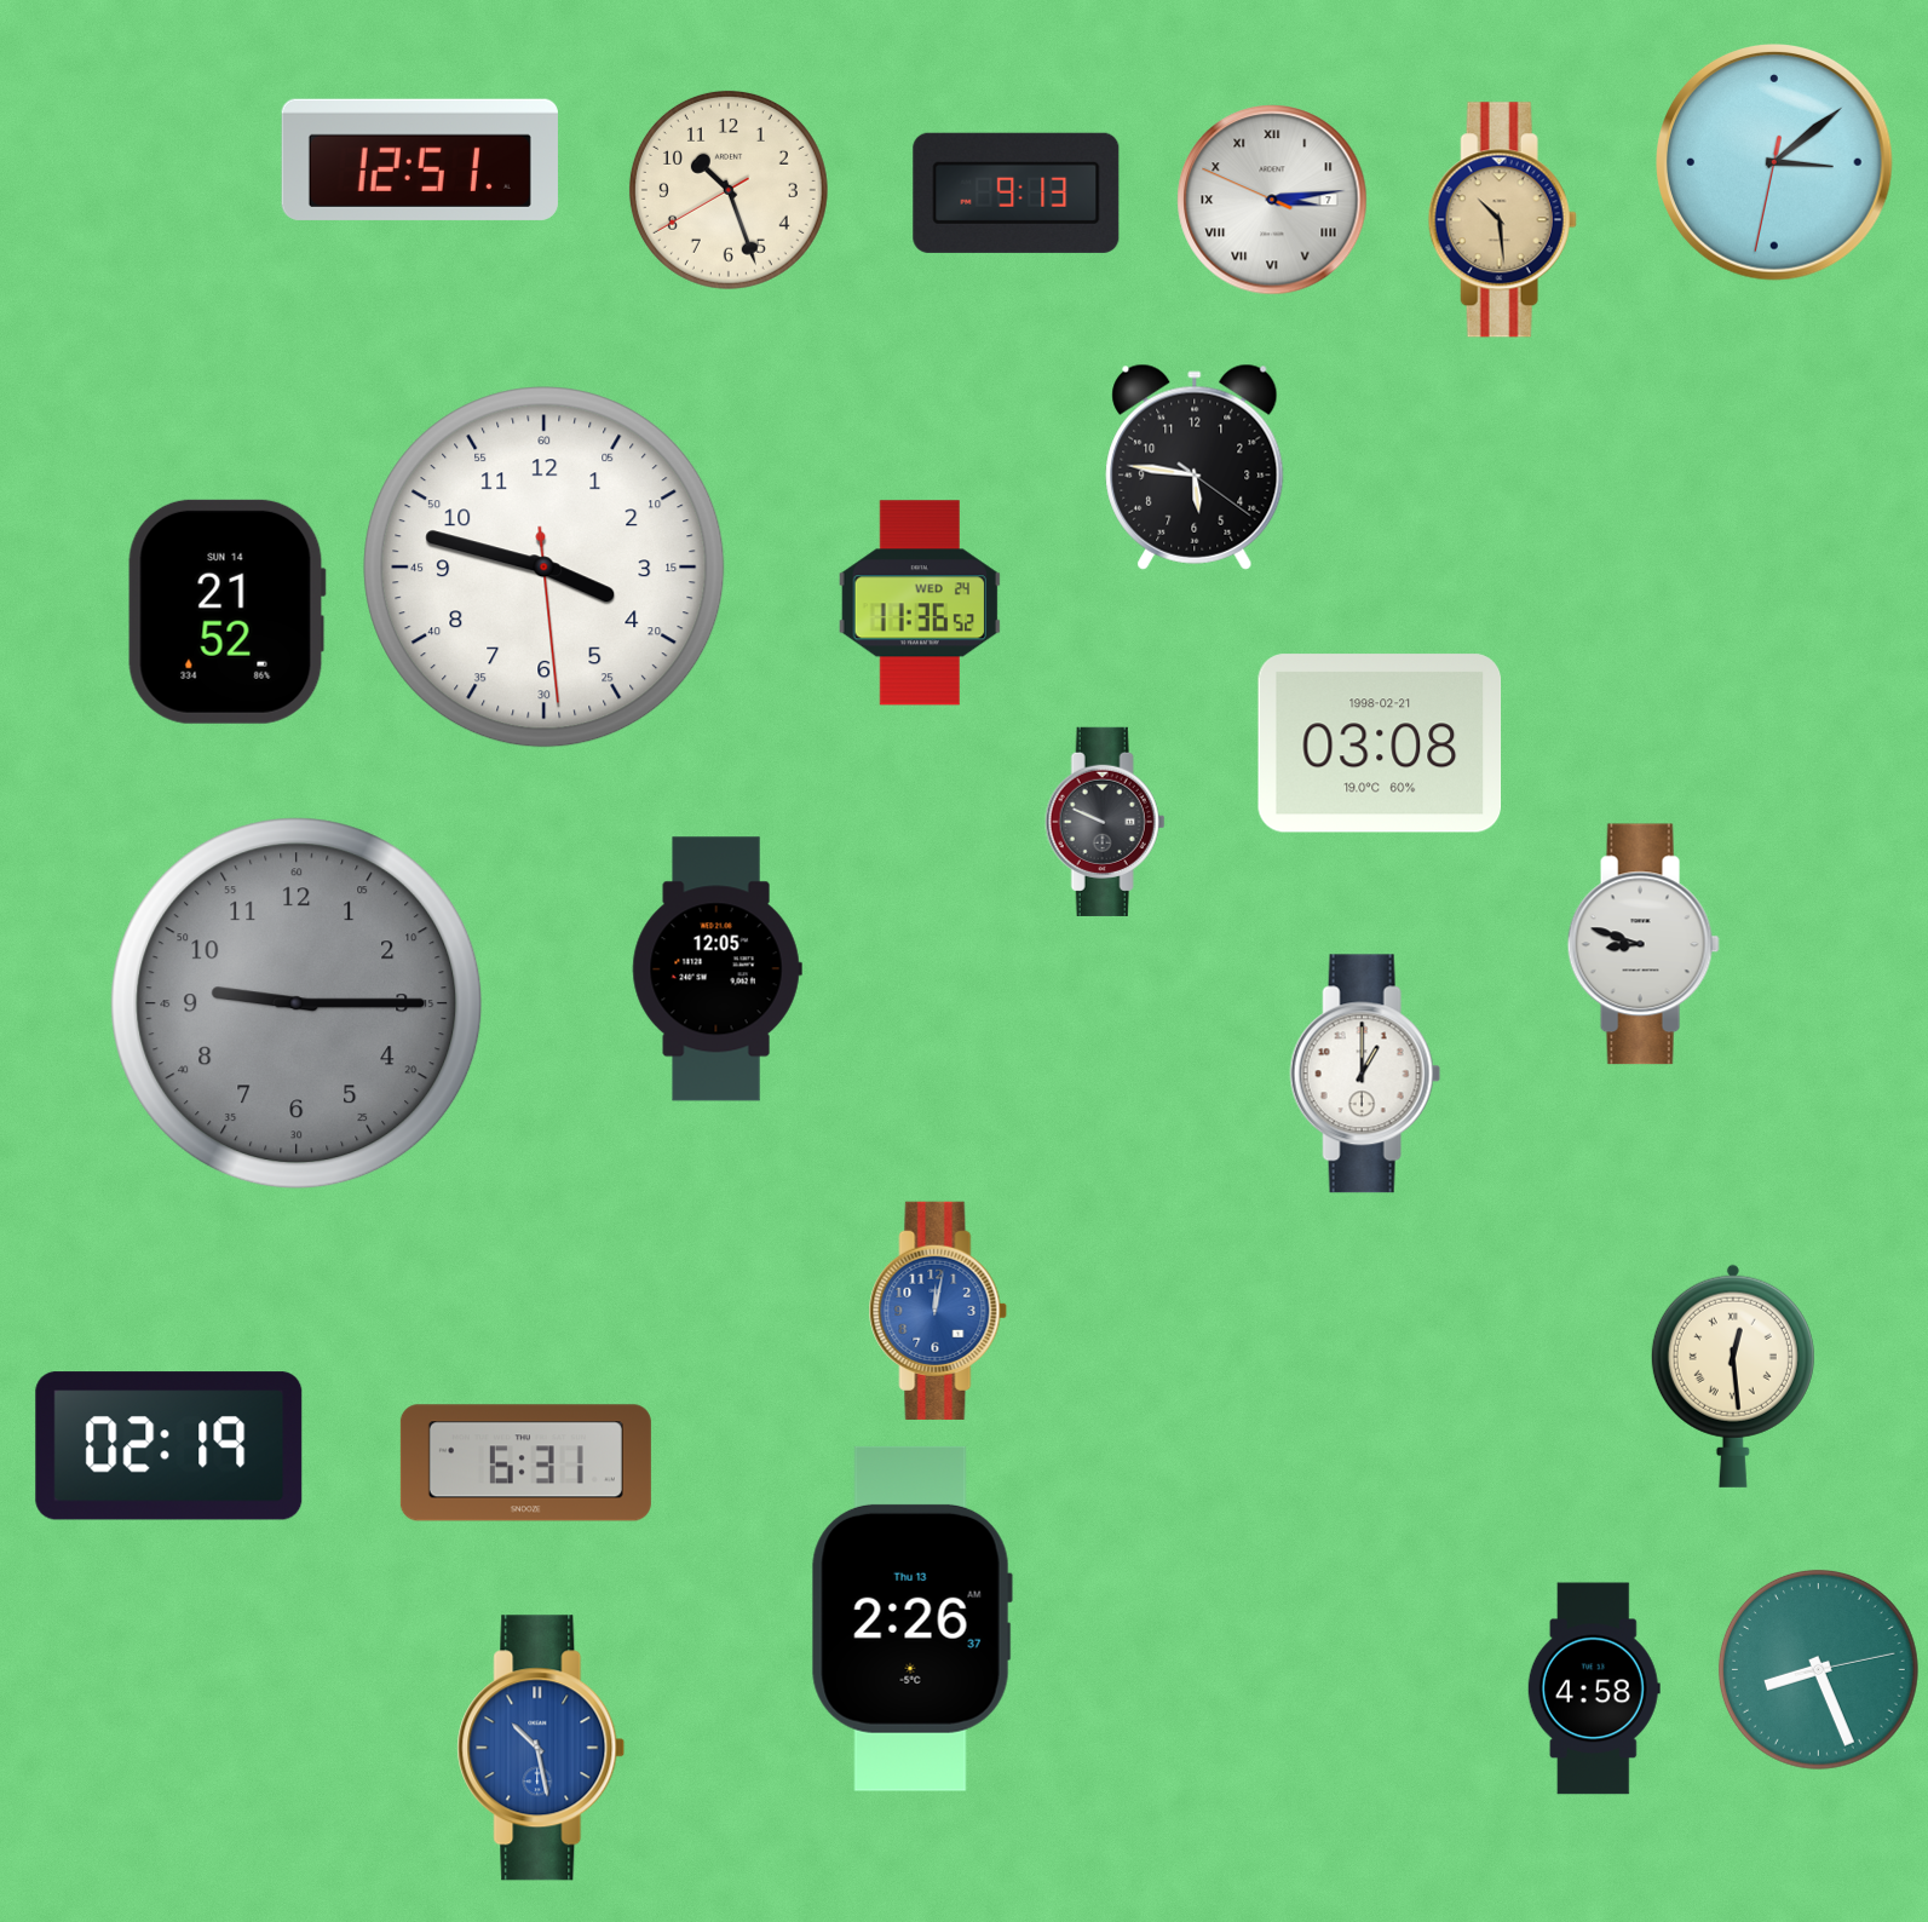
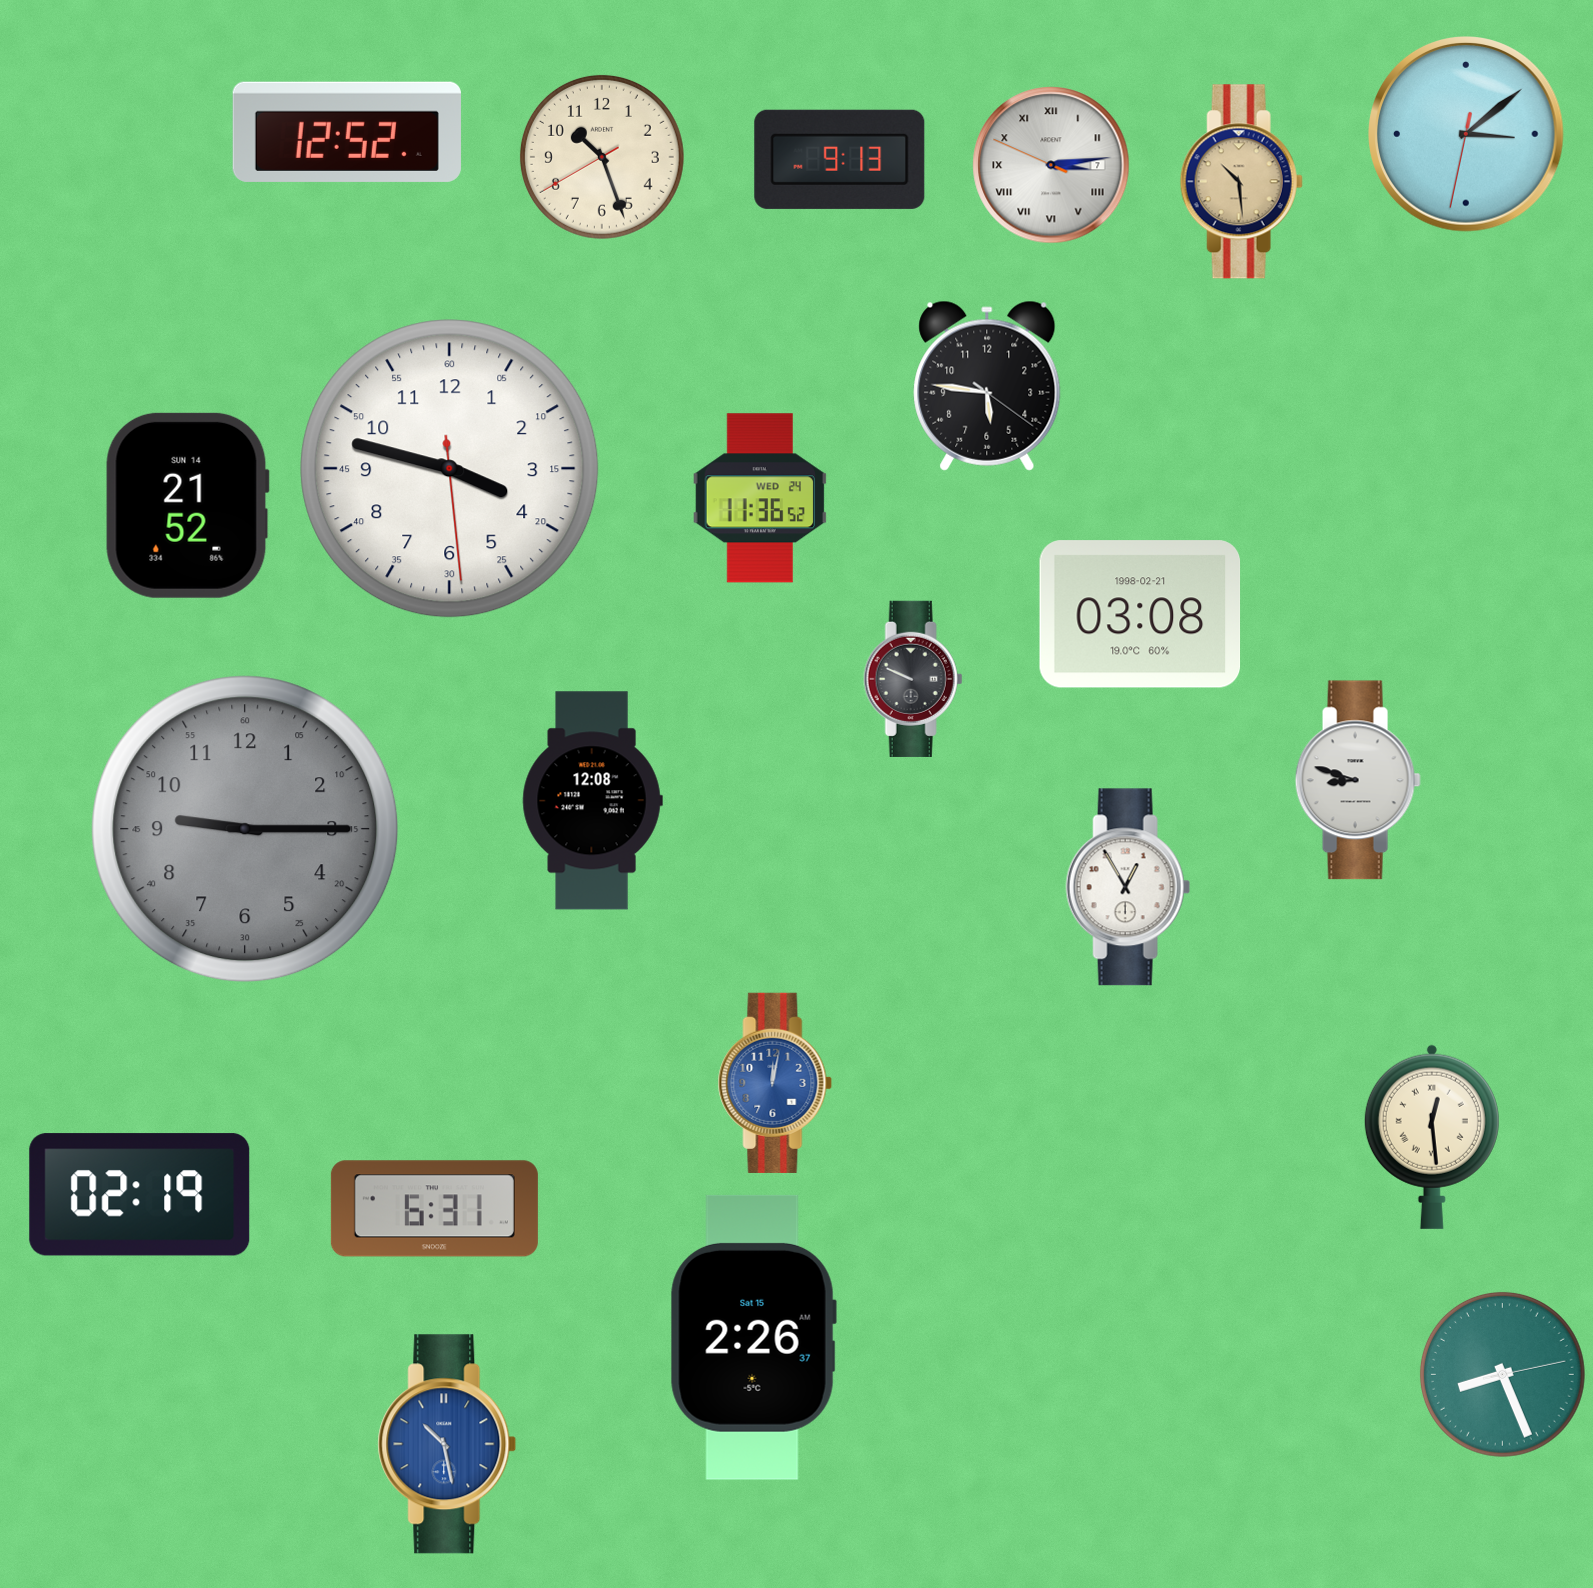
clock at (420, 160): 12:51 -> 12:52
clock at (716, 969): 12:05 -> 12:08
clock at (1365, 1074): 1:00 -> 12:55
clock at (911, 1618) date: Thu 13 -> Sat 15
clock at (1818, 1669) position: (1818, 1669) -> (1502, 1374)
clock at (1594, 1688): 4:58 -> none
